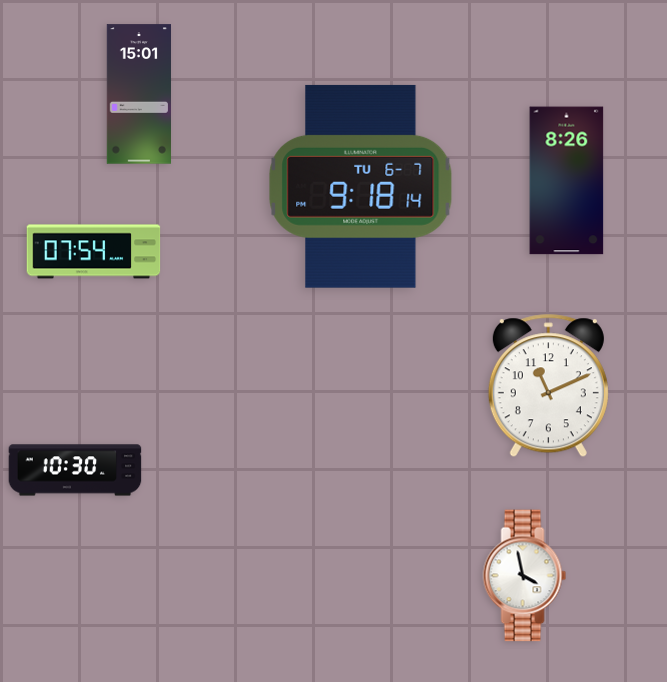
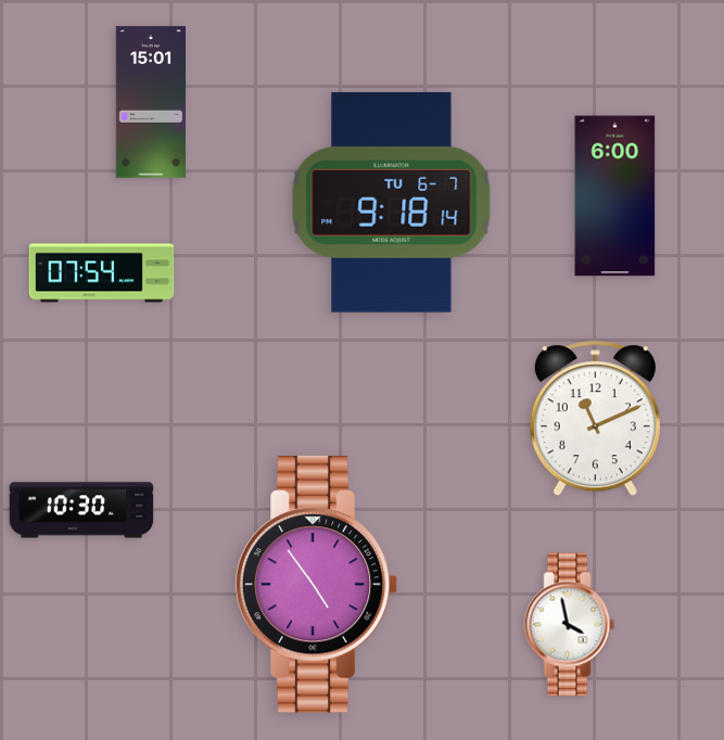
clock at (567, 181): 8:26 -> 6:00
clock at (317, 585): none -> 4:54
